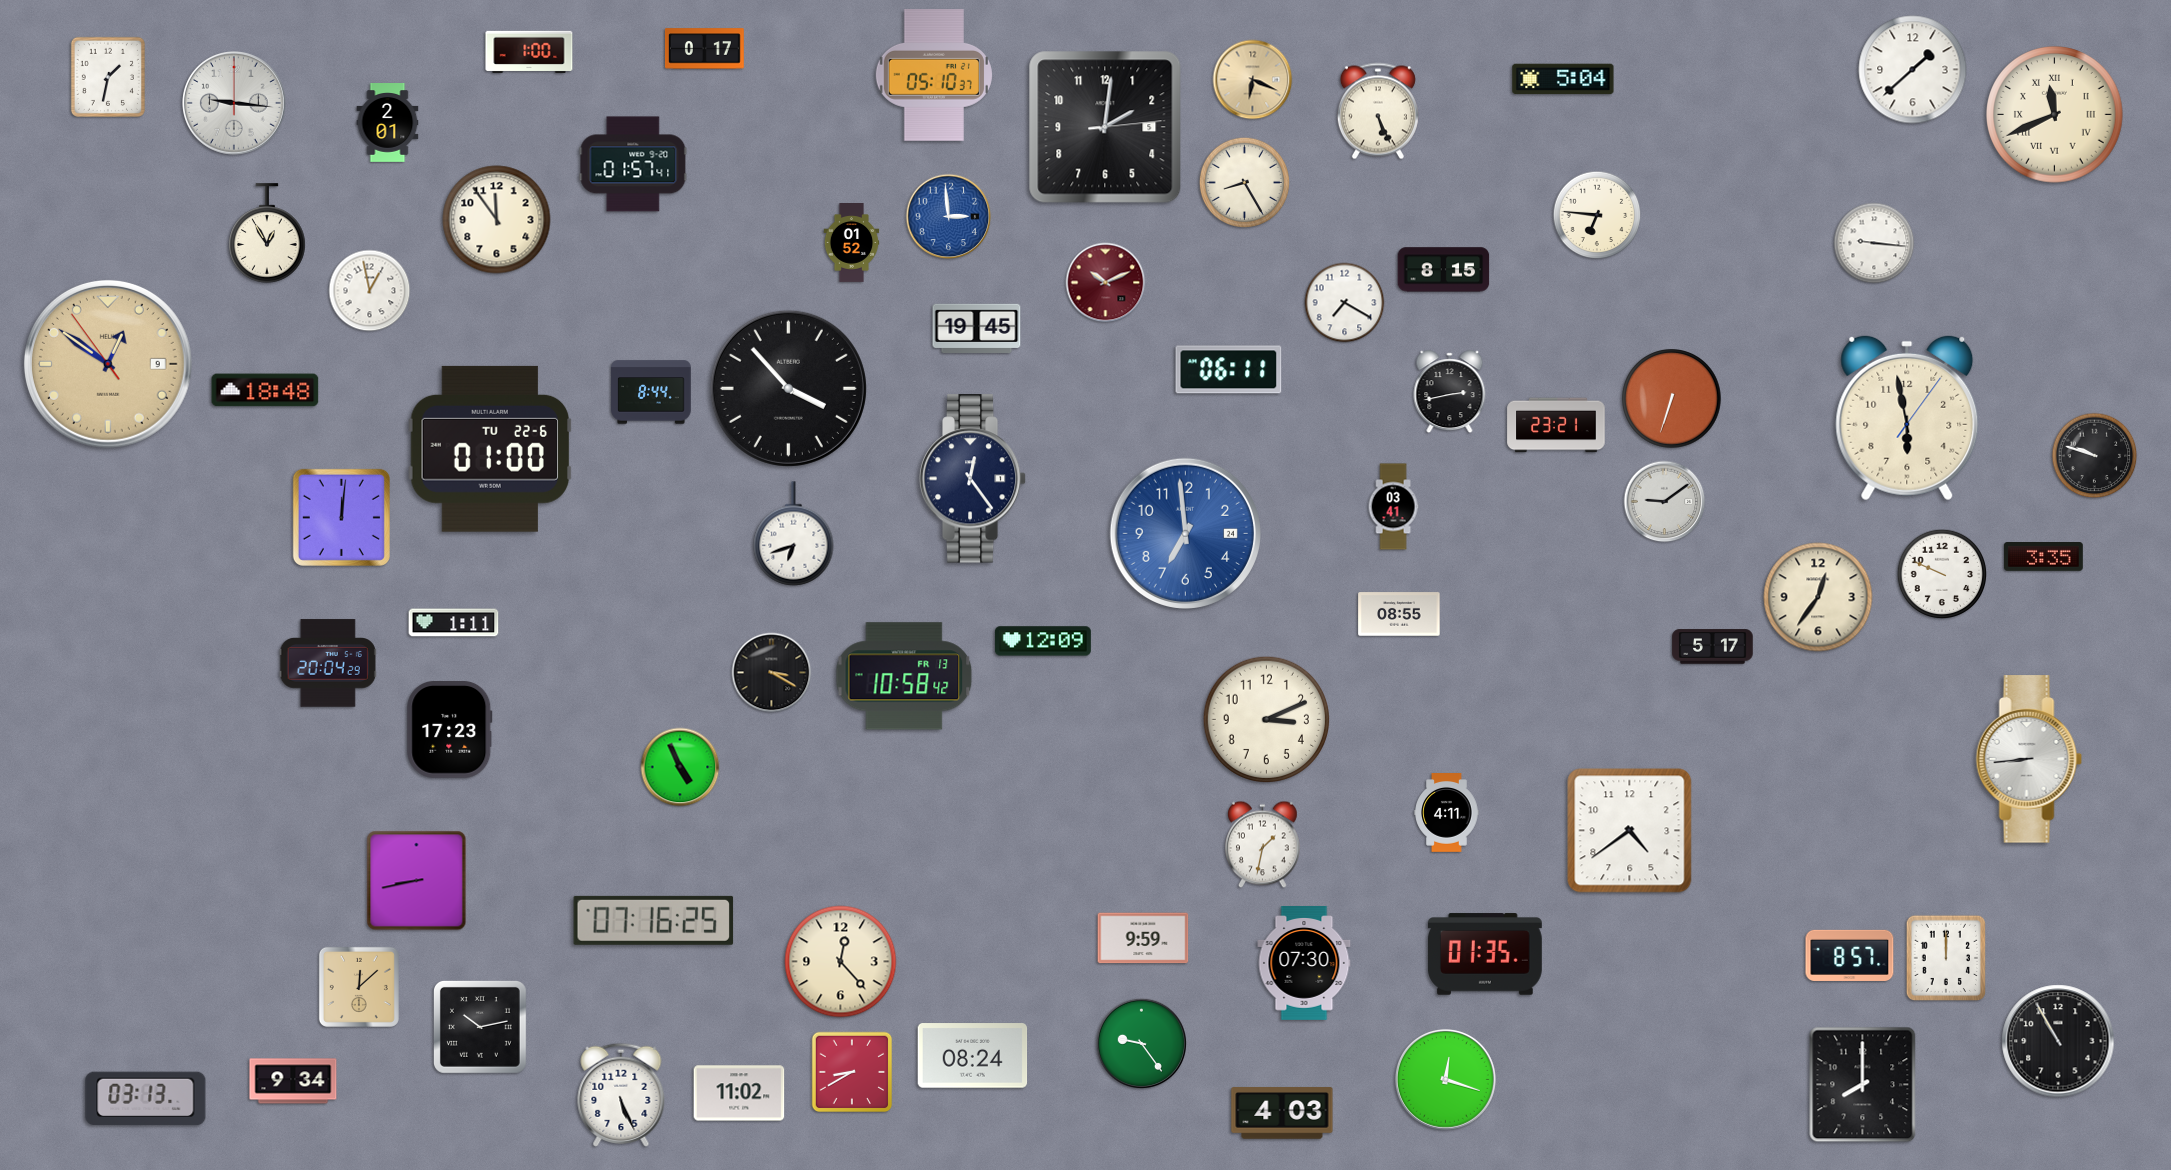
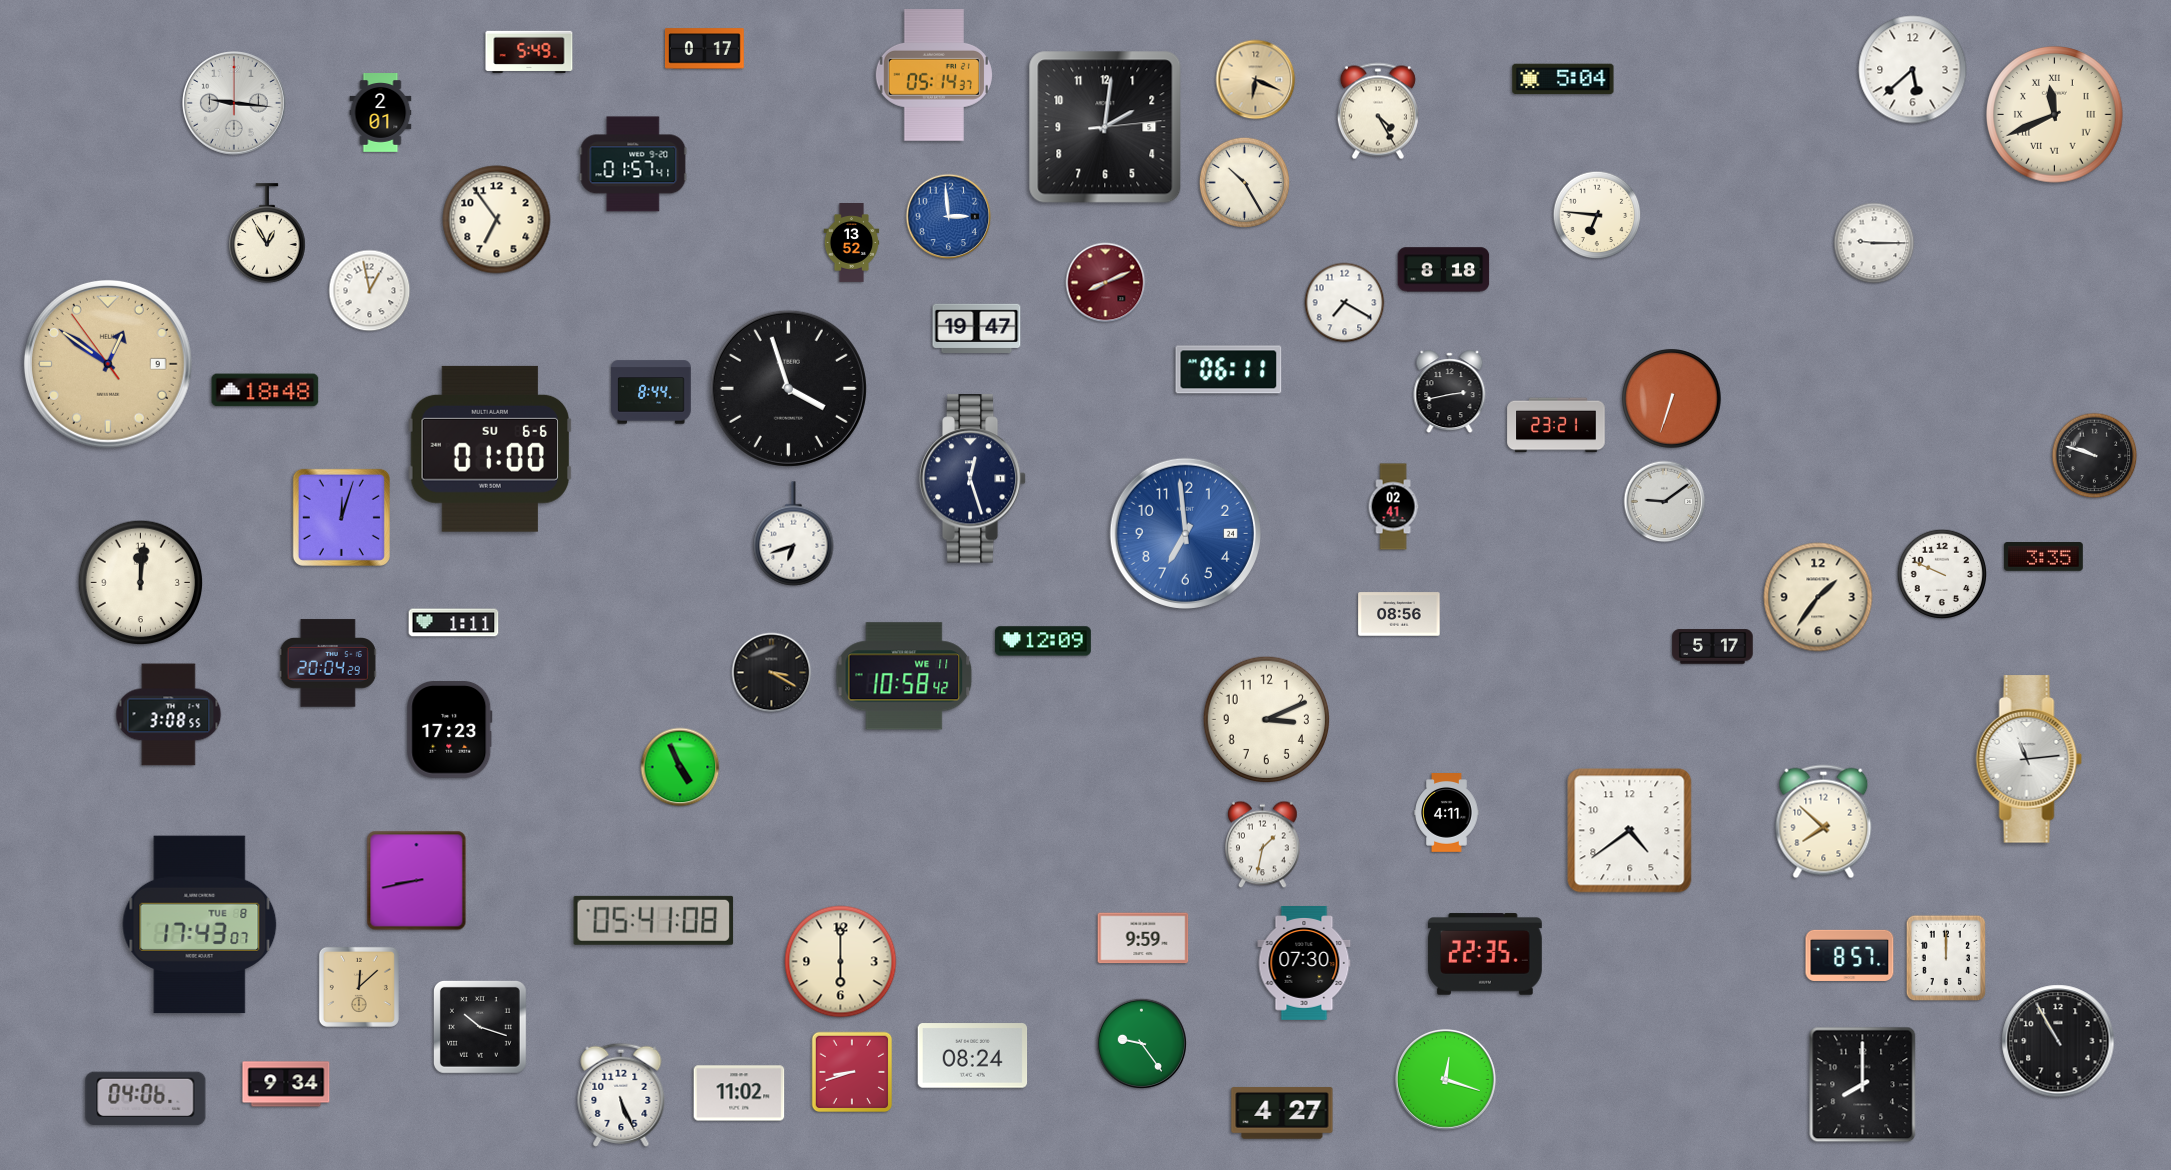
clock at (529, 51): 1:00 -> 5:49
clock at (1913, 70): 1:38 -> 5:38
clock at (934, 76): 05:10 -> 05:14
clock at (108, 77): 1:32 -> none
clock at (1253, 80) position: (1253, 80) -> (1256, 80)
clock at (1378, 111): 5:26 -> 4:25
clock at (388, 123) position: (388, 123) -> (381, 113)
clock at (1244, 182): 8:25 -> 10:25
clock at (497, 220): 11:54 -> 6:54
clock at (852, 243): 01:52 -> 13:52
clock at (1874, 243): 9:16 -> 9:15
clock at (1444, 270): 8:15 -> 8:18
clock at (1106, 283): 10:11 -> 8:11
clock at (977, 328): 19:45 -> 19:47
clock at (788, 388): 3:53 -> 3:57
clock at (1907, 418): 5:58 -> none
clock at (490, 449) date: TU 22-6 -> SU 6-6
clock at (973, 479): 12:24 -> 12:27
clock at (1393, 507): 03:41 -> 02:41
clock at (341, 517): 12:01 -> 12:03
clock at (141, 583): none -> 12:01
clock at (1818, 597): 12:36 -> 1:36
clock at (1399, 614): 08:55 -> 08:56
clock at (904, 676) date: FR 13 -> WE 11
clock at (169, 715): none -> 3:08
clock at (2029, 759): 8:44 -> 11:14
clock at (1824, 822): none -> 7:52
clock at (654, 920): 07:16 -> 05:41
clock at (200, 925): none -> 17:43
clock at (1485, 954): 01:35 -> 22:35
clock at (841, 962): 12:23 -> 6:00
clock at (480, 1027): 10:13 -> 10:18
clock at (852, 1072): 8:40 -> 8:42
clock at (293, 1081) position: (293, 1081) -> (286, 1084)
clock at (146, 1099): 03:13 -> 04:06
clock at (1282, 1113): 4:03 -> 4:27
